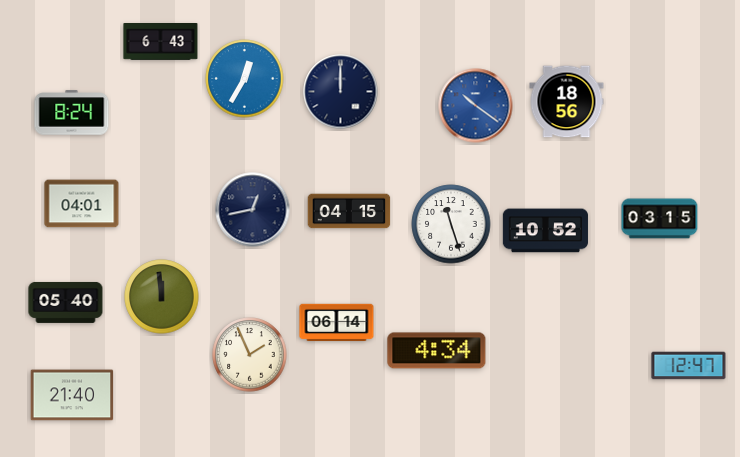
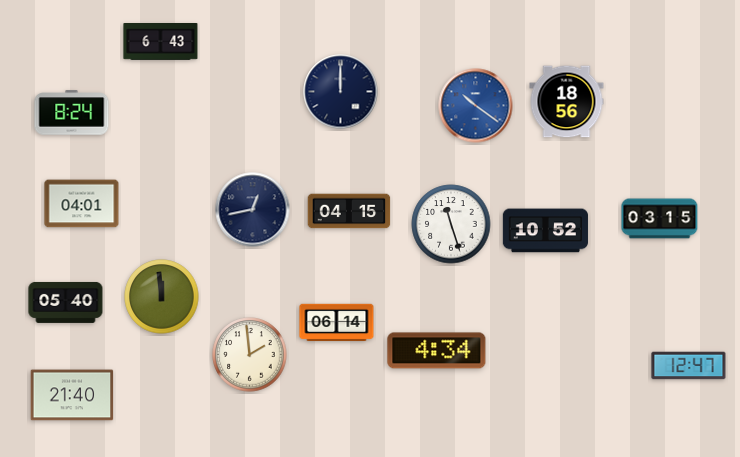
clock at (245, 79): 12:35 -> none
clock at (250, 355): 1:56 -> 1:59
